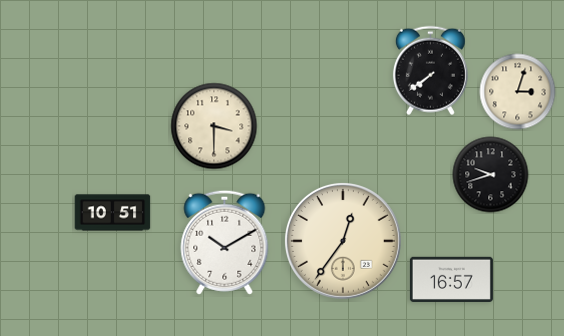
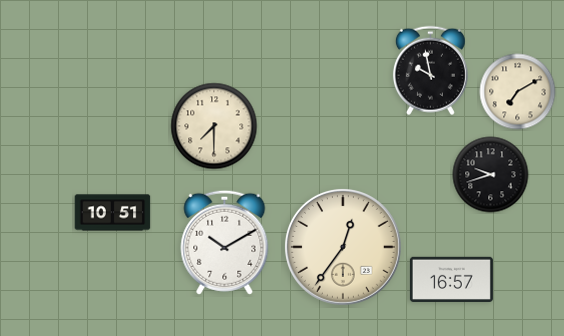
clock at (430, 71): 7:39 -> 9:58
clock at (518, 92): 3:03 -> 7:10
clock at (214, 126): 3:30 -> 7:30
clock at (343, 241) position: (343, 241) -> (343, 247)
